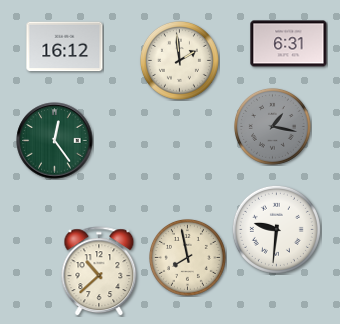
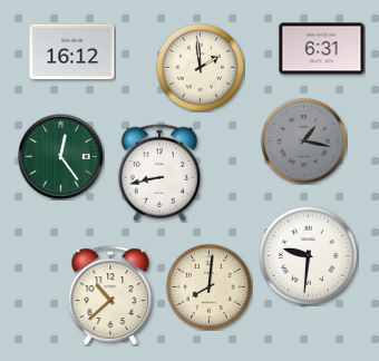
clock at (158, 173): none -> 8:43
clock at (188, 258): 7:58 -> 8:01
clock at (99, 271) position: (99, 271) -> (110, 295)
